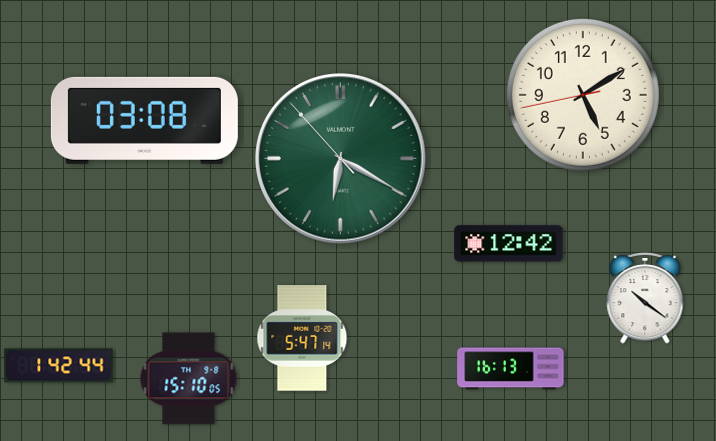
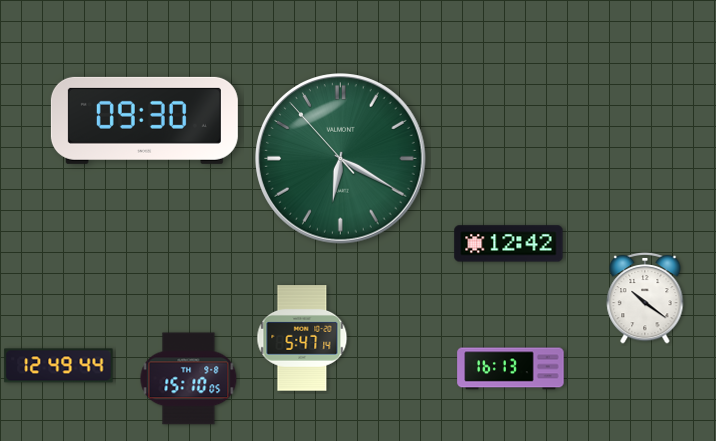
clock at (583, 95): 5:09 -> none
clock at (144, 120): 03:08 -> 09:30
clock at (59, 366): 1:42 -> 12:49
